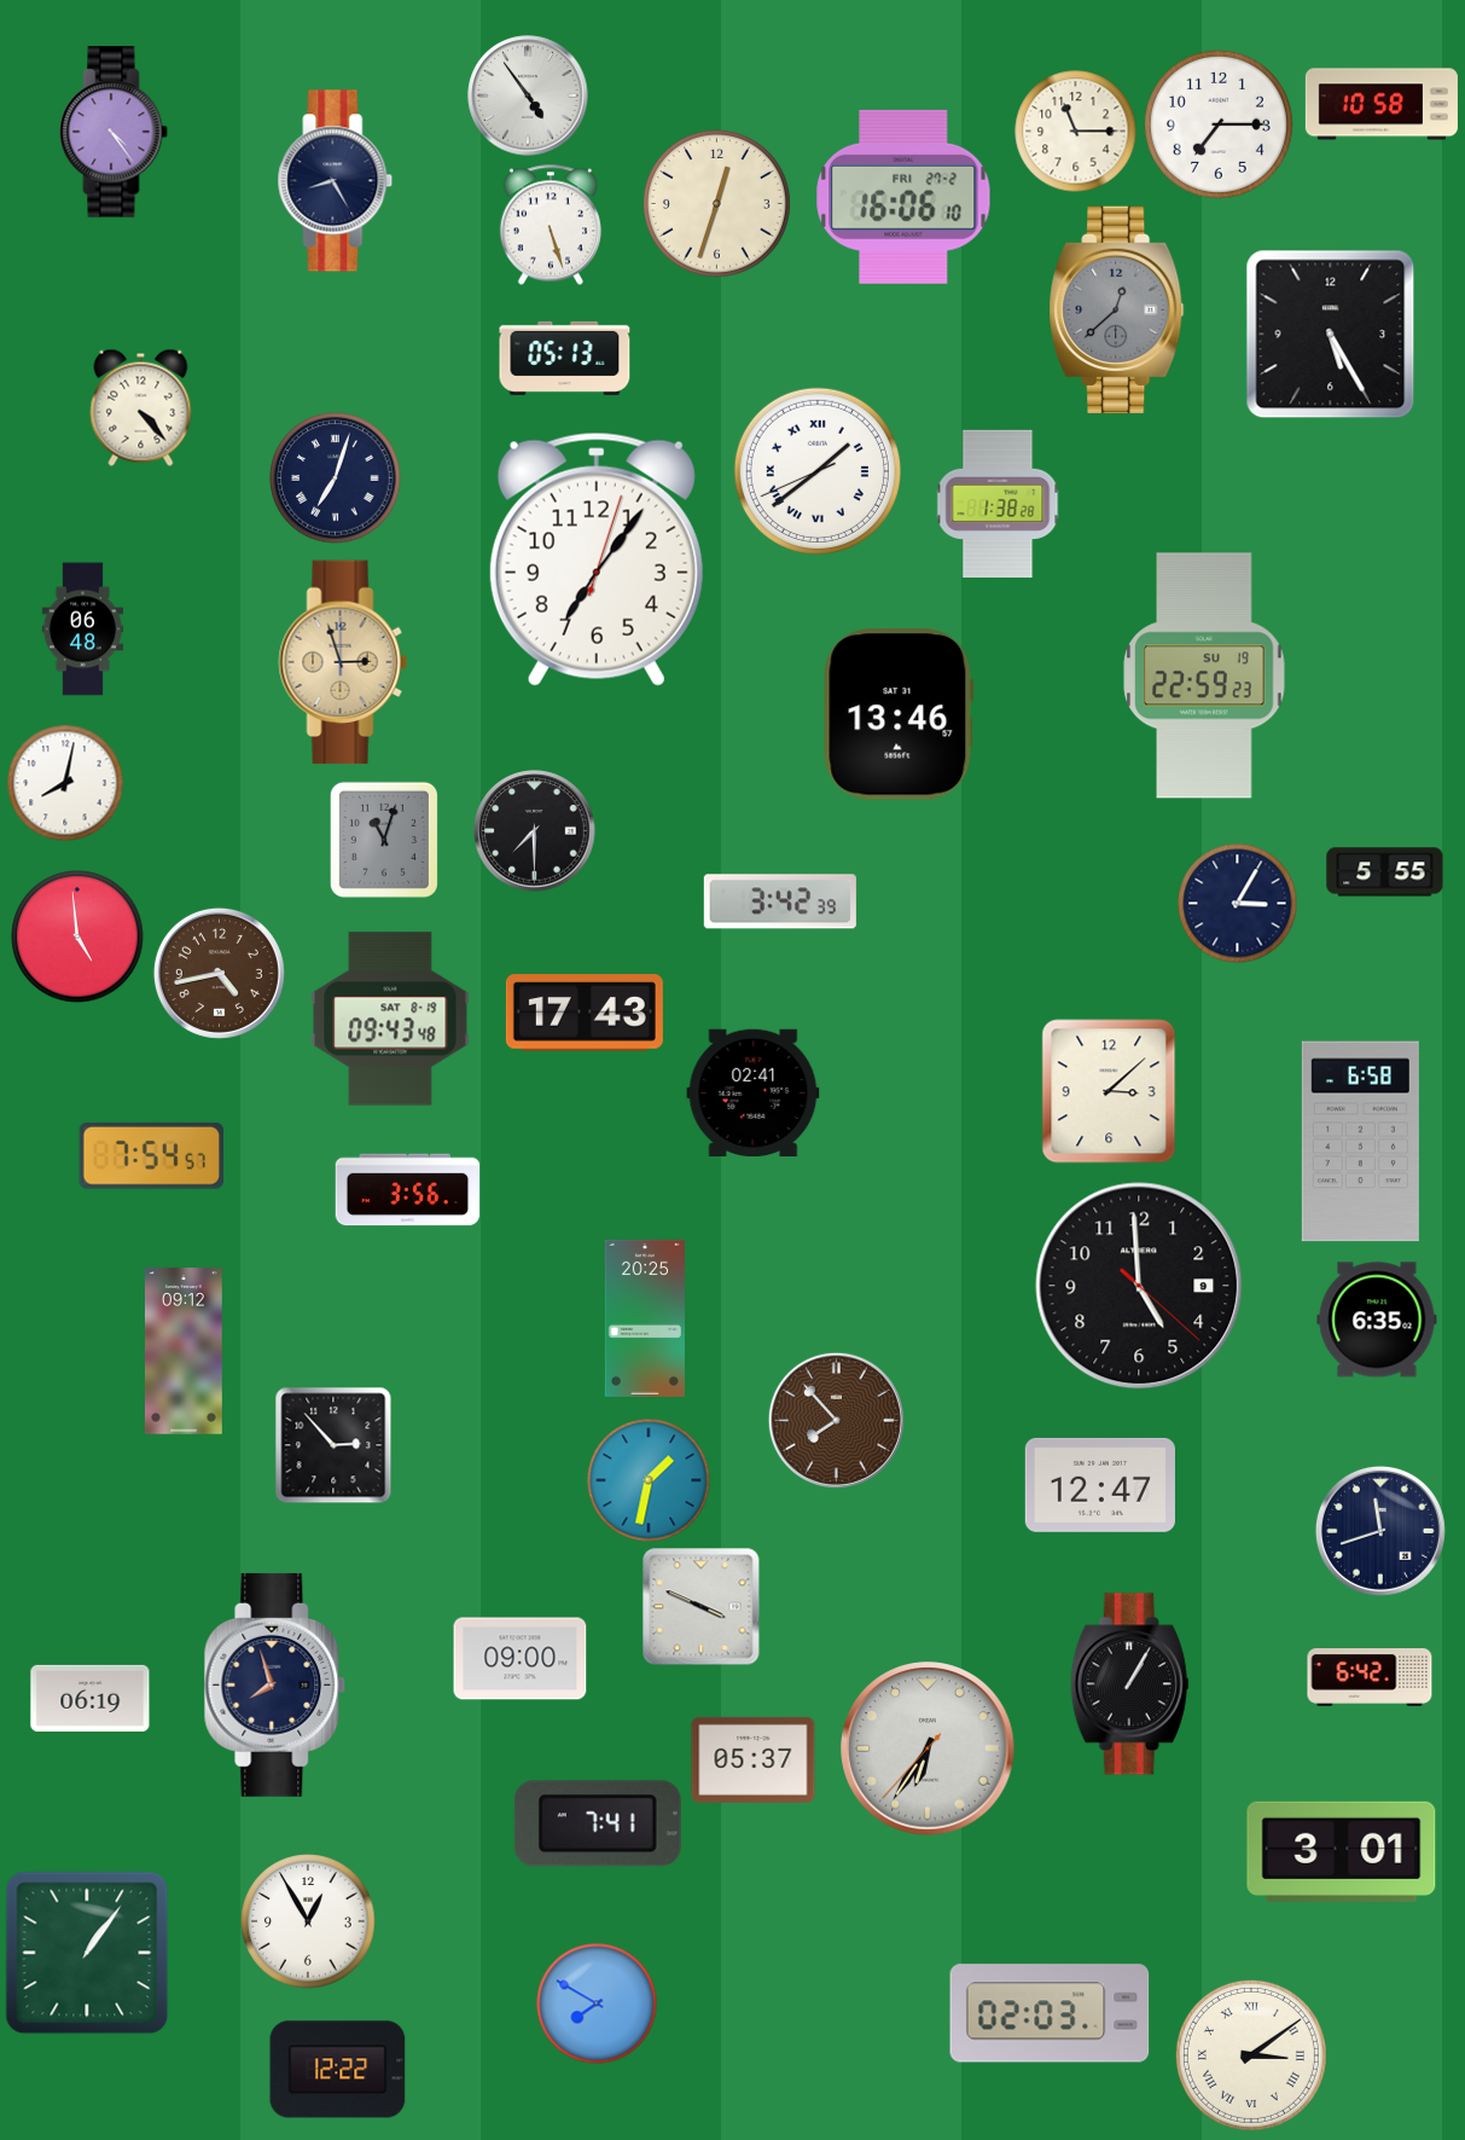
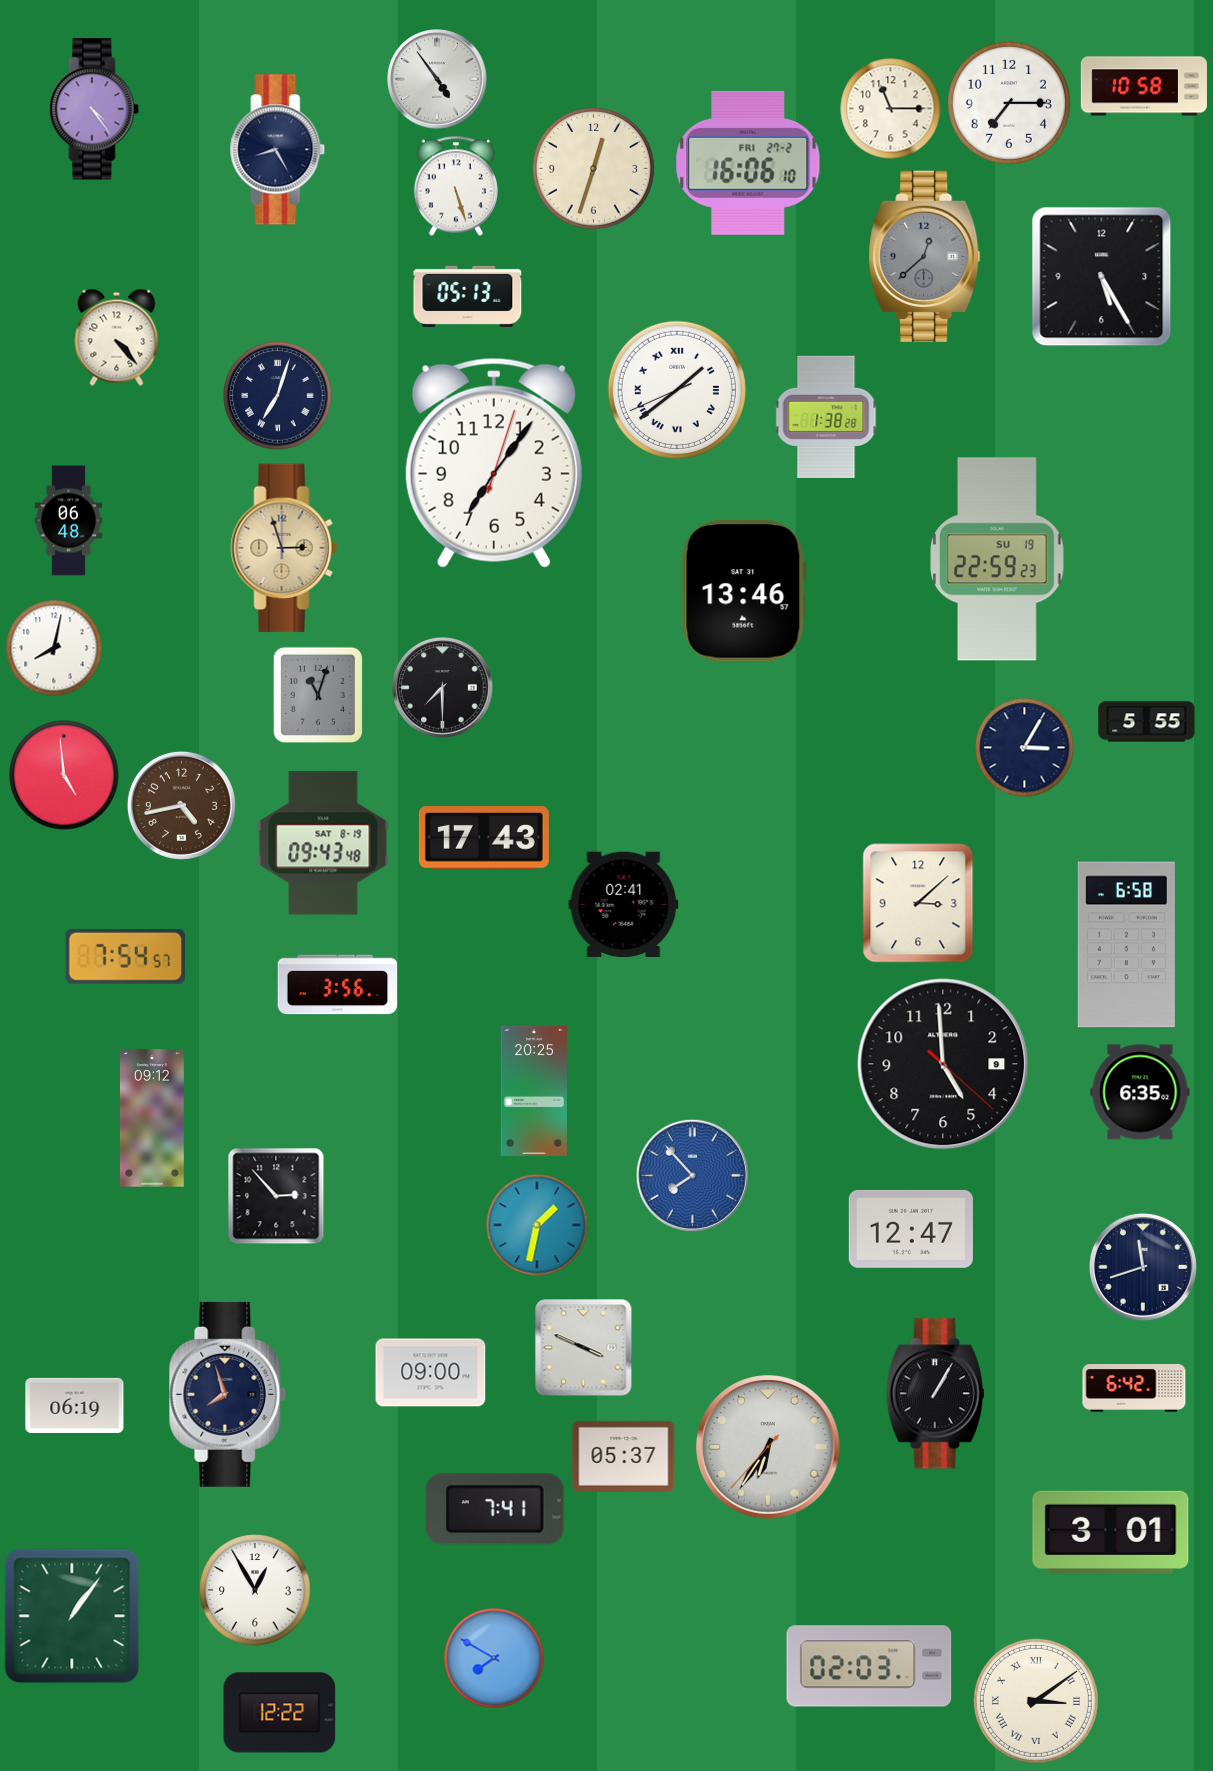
clock at (780, 901): 3:42 -> none
clock at (836, 1420) dial: brown -> blue
clock at (702, 1607) position: (702, 1607) -> (584, 1348)
